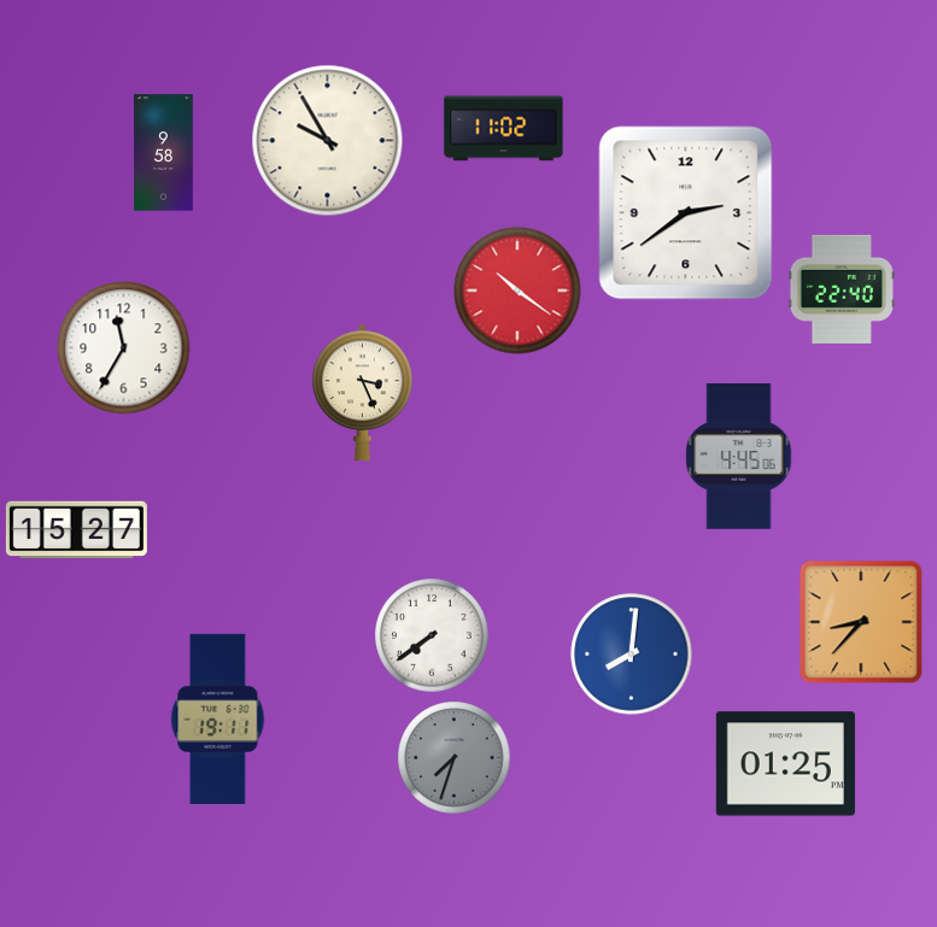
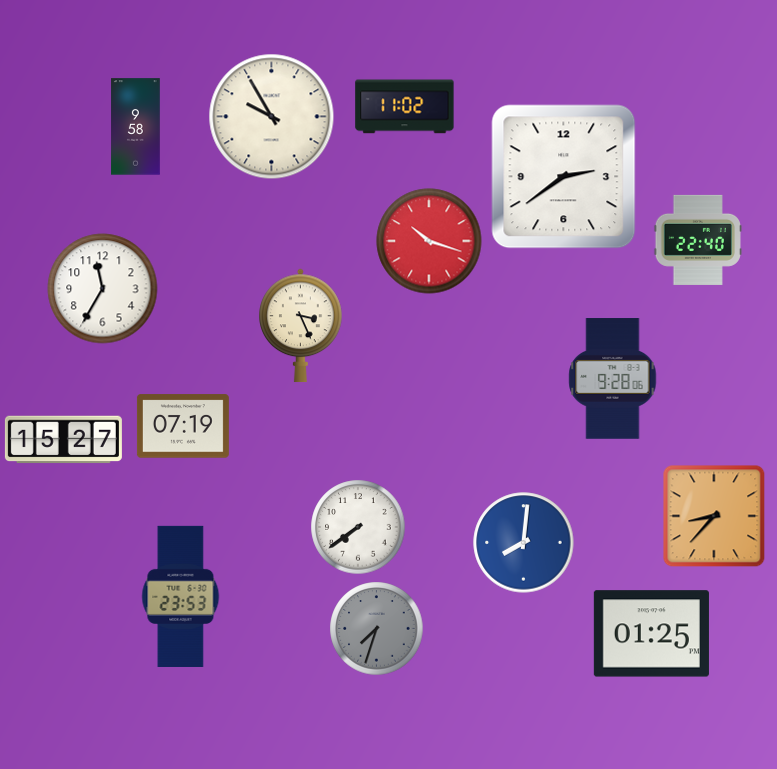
clock at (504, 129) position: (504, 129) -> (405, 107)
clock at (686, 213) position: (686, 213) -> (564, 177)
clock at (517, 291): 10:21 -> 10:18
clock at (739, 457): 4:45 -> 9:28
clock at (183, 426): none -> 07:19
clock at (218, 718): 19:11 -> 23:53
